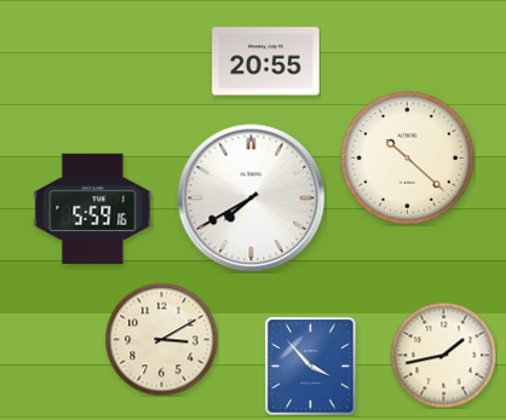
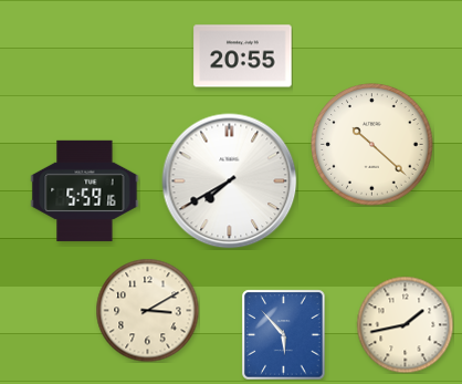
clock at (311, 366): 3:53 -> 5:53
